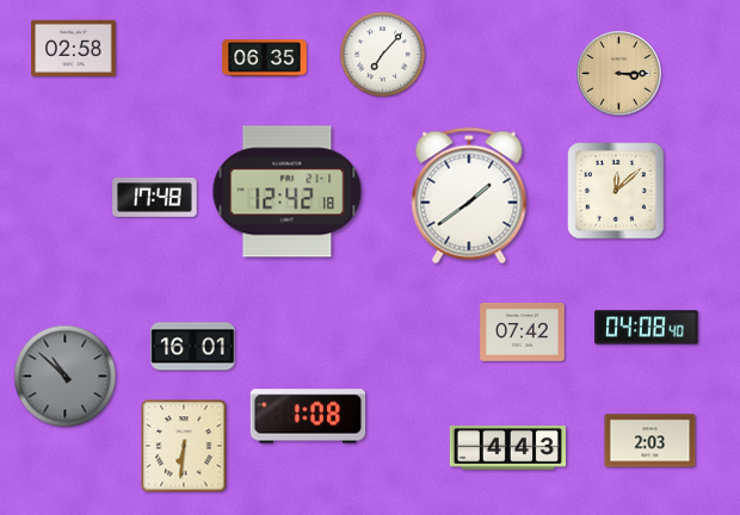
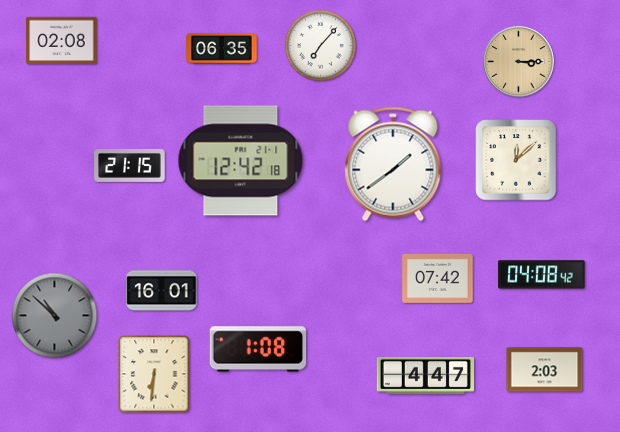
clock at (74, 48): 02:58 -> 02:08
clock at (155, 198): 17:48 -> 21:15
clock at (647, 328): 04:08:40 -> 04:08:42
clock at (507, 447): 4:43 -> 4:47
